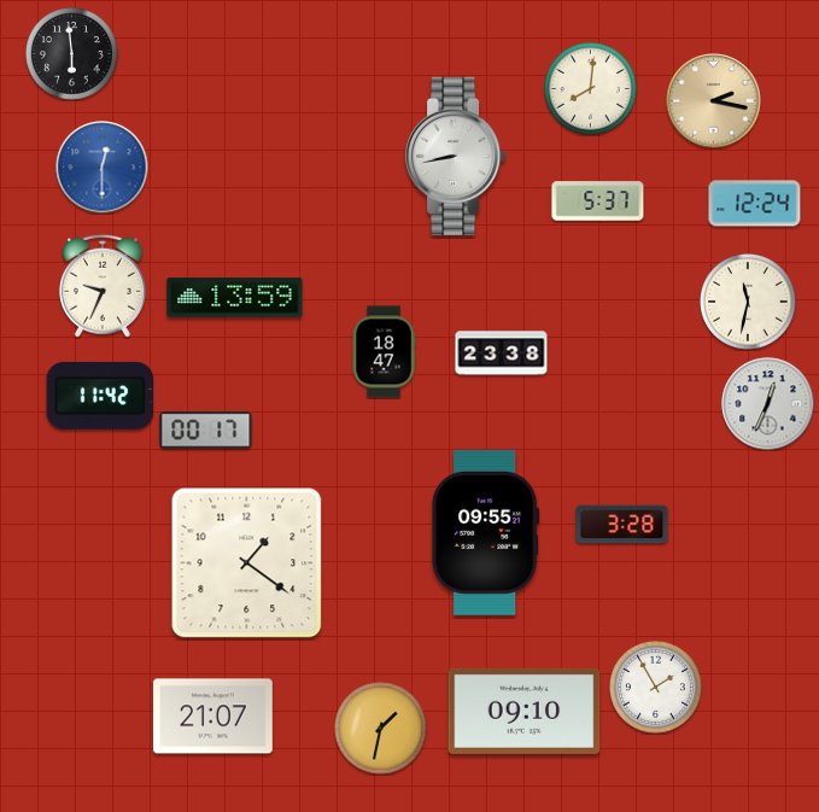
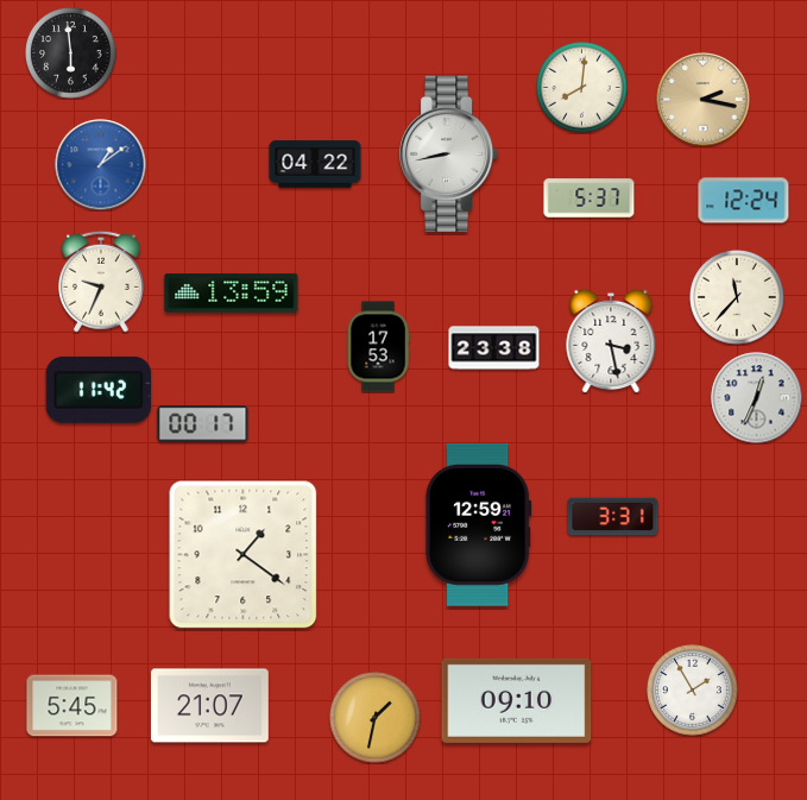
clock at (315, 164): none -> 04:22
clock at (103, 168): 12:30 -> 1:09
clock at (749, 303): 11:32 -> 11:37
clock at (611, 341): none -> 3:28
clock at (384, 352): 18:47 -> 17:53
clock at (622, 525): 3:28 -> 3:31
clock at (486, 532): 09:55 -> 12:59
clock at (656, 688) position: (656, 688) -> (693, 691)
clock at (72, 706): none -> 5:45
